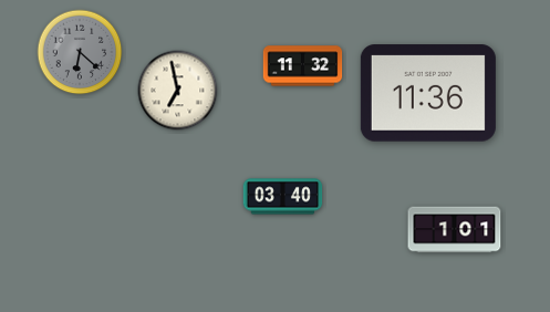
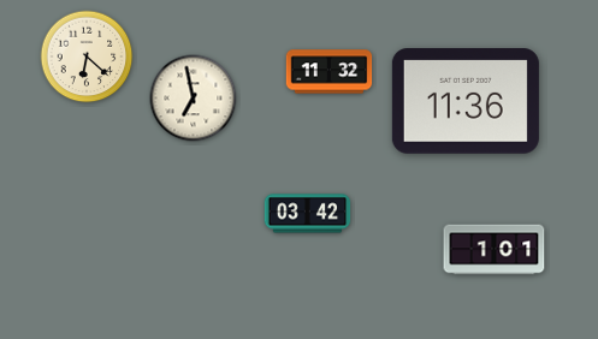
clock at (80, 52) dial: grey -> cream
clock at (283, 197): 03:40 -> 03:42
